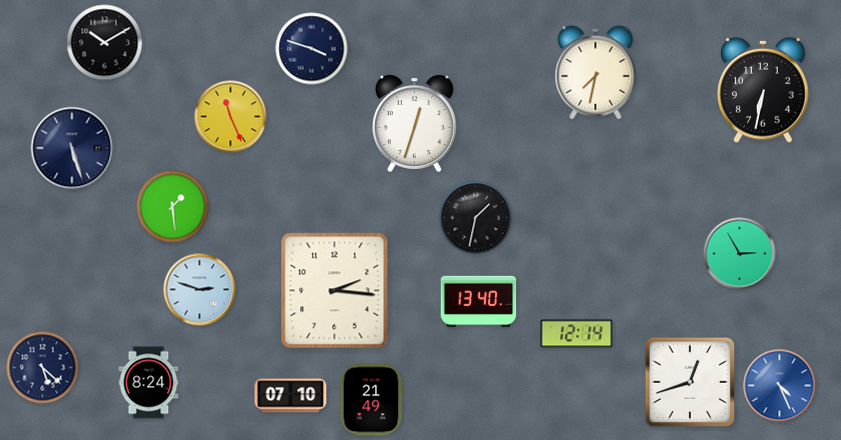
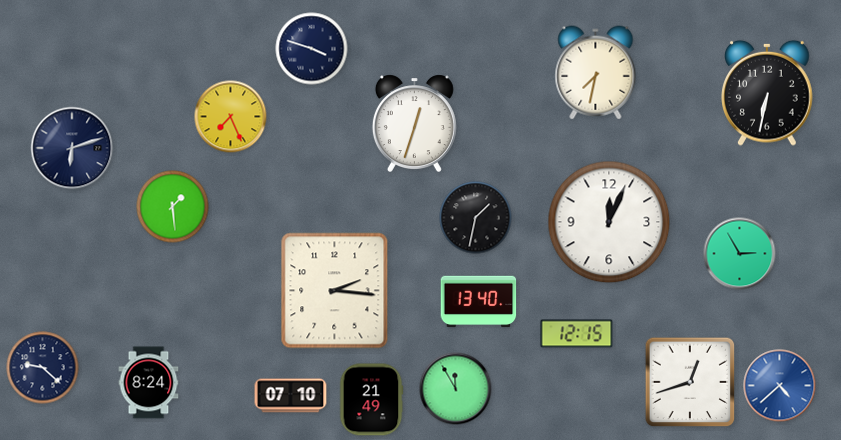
clock at (105, 43): 10:10 -> none
clock at (763, 90) position: (763, 90) -> (767, 93)
clock at (231, 117): 11:26 -> 7:26
clock at (72, 148): 5:27 -> 6:12
clock at (609, 222): none -> 12:04
clock at (200, 290): 2:48 -> none
clock at (577, 334): 12:14 -> 12:15
clock at (43, 368): 5:22 -> 9:22
clock at (780, 386): 4:26 -> 4:38
clock at (456, 389): none -> 11:55
